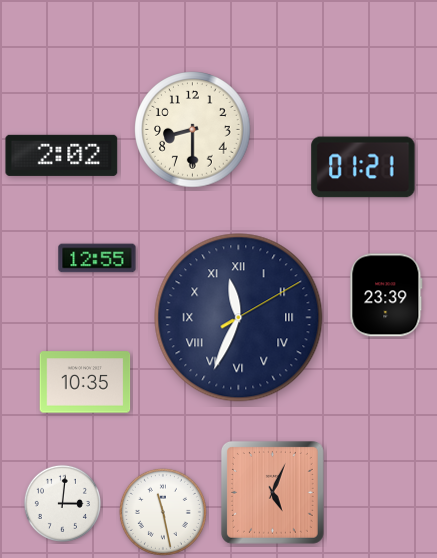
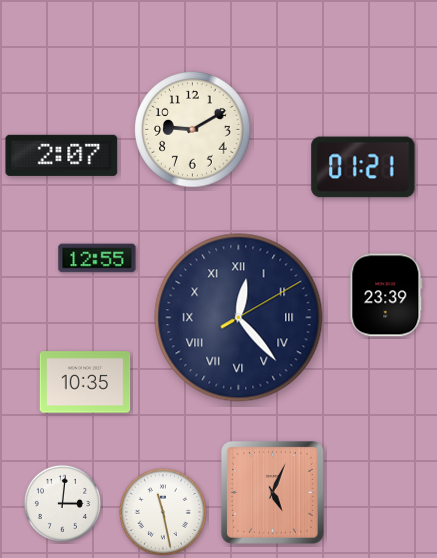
clock at (193, 130): 8:30 -> 9:10
clock at (62, 155): 2:02 -> 2:07
clock at (239, 318): 11:34 -> 12:23
